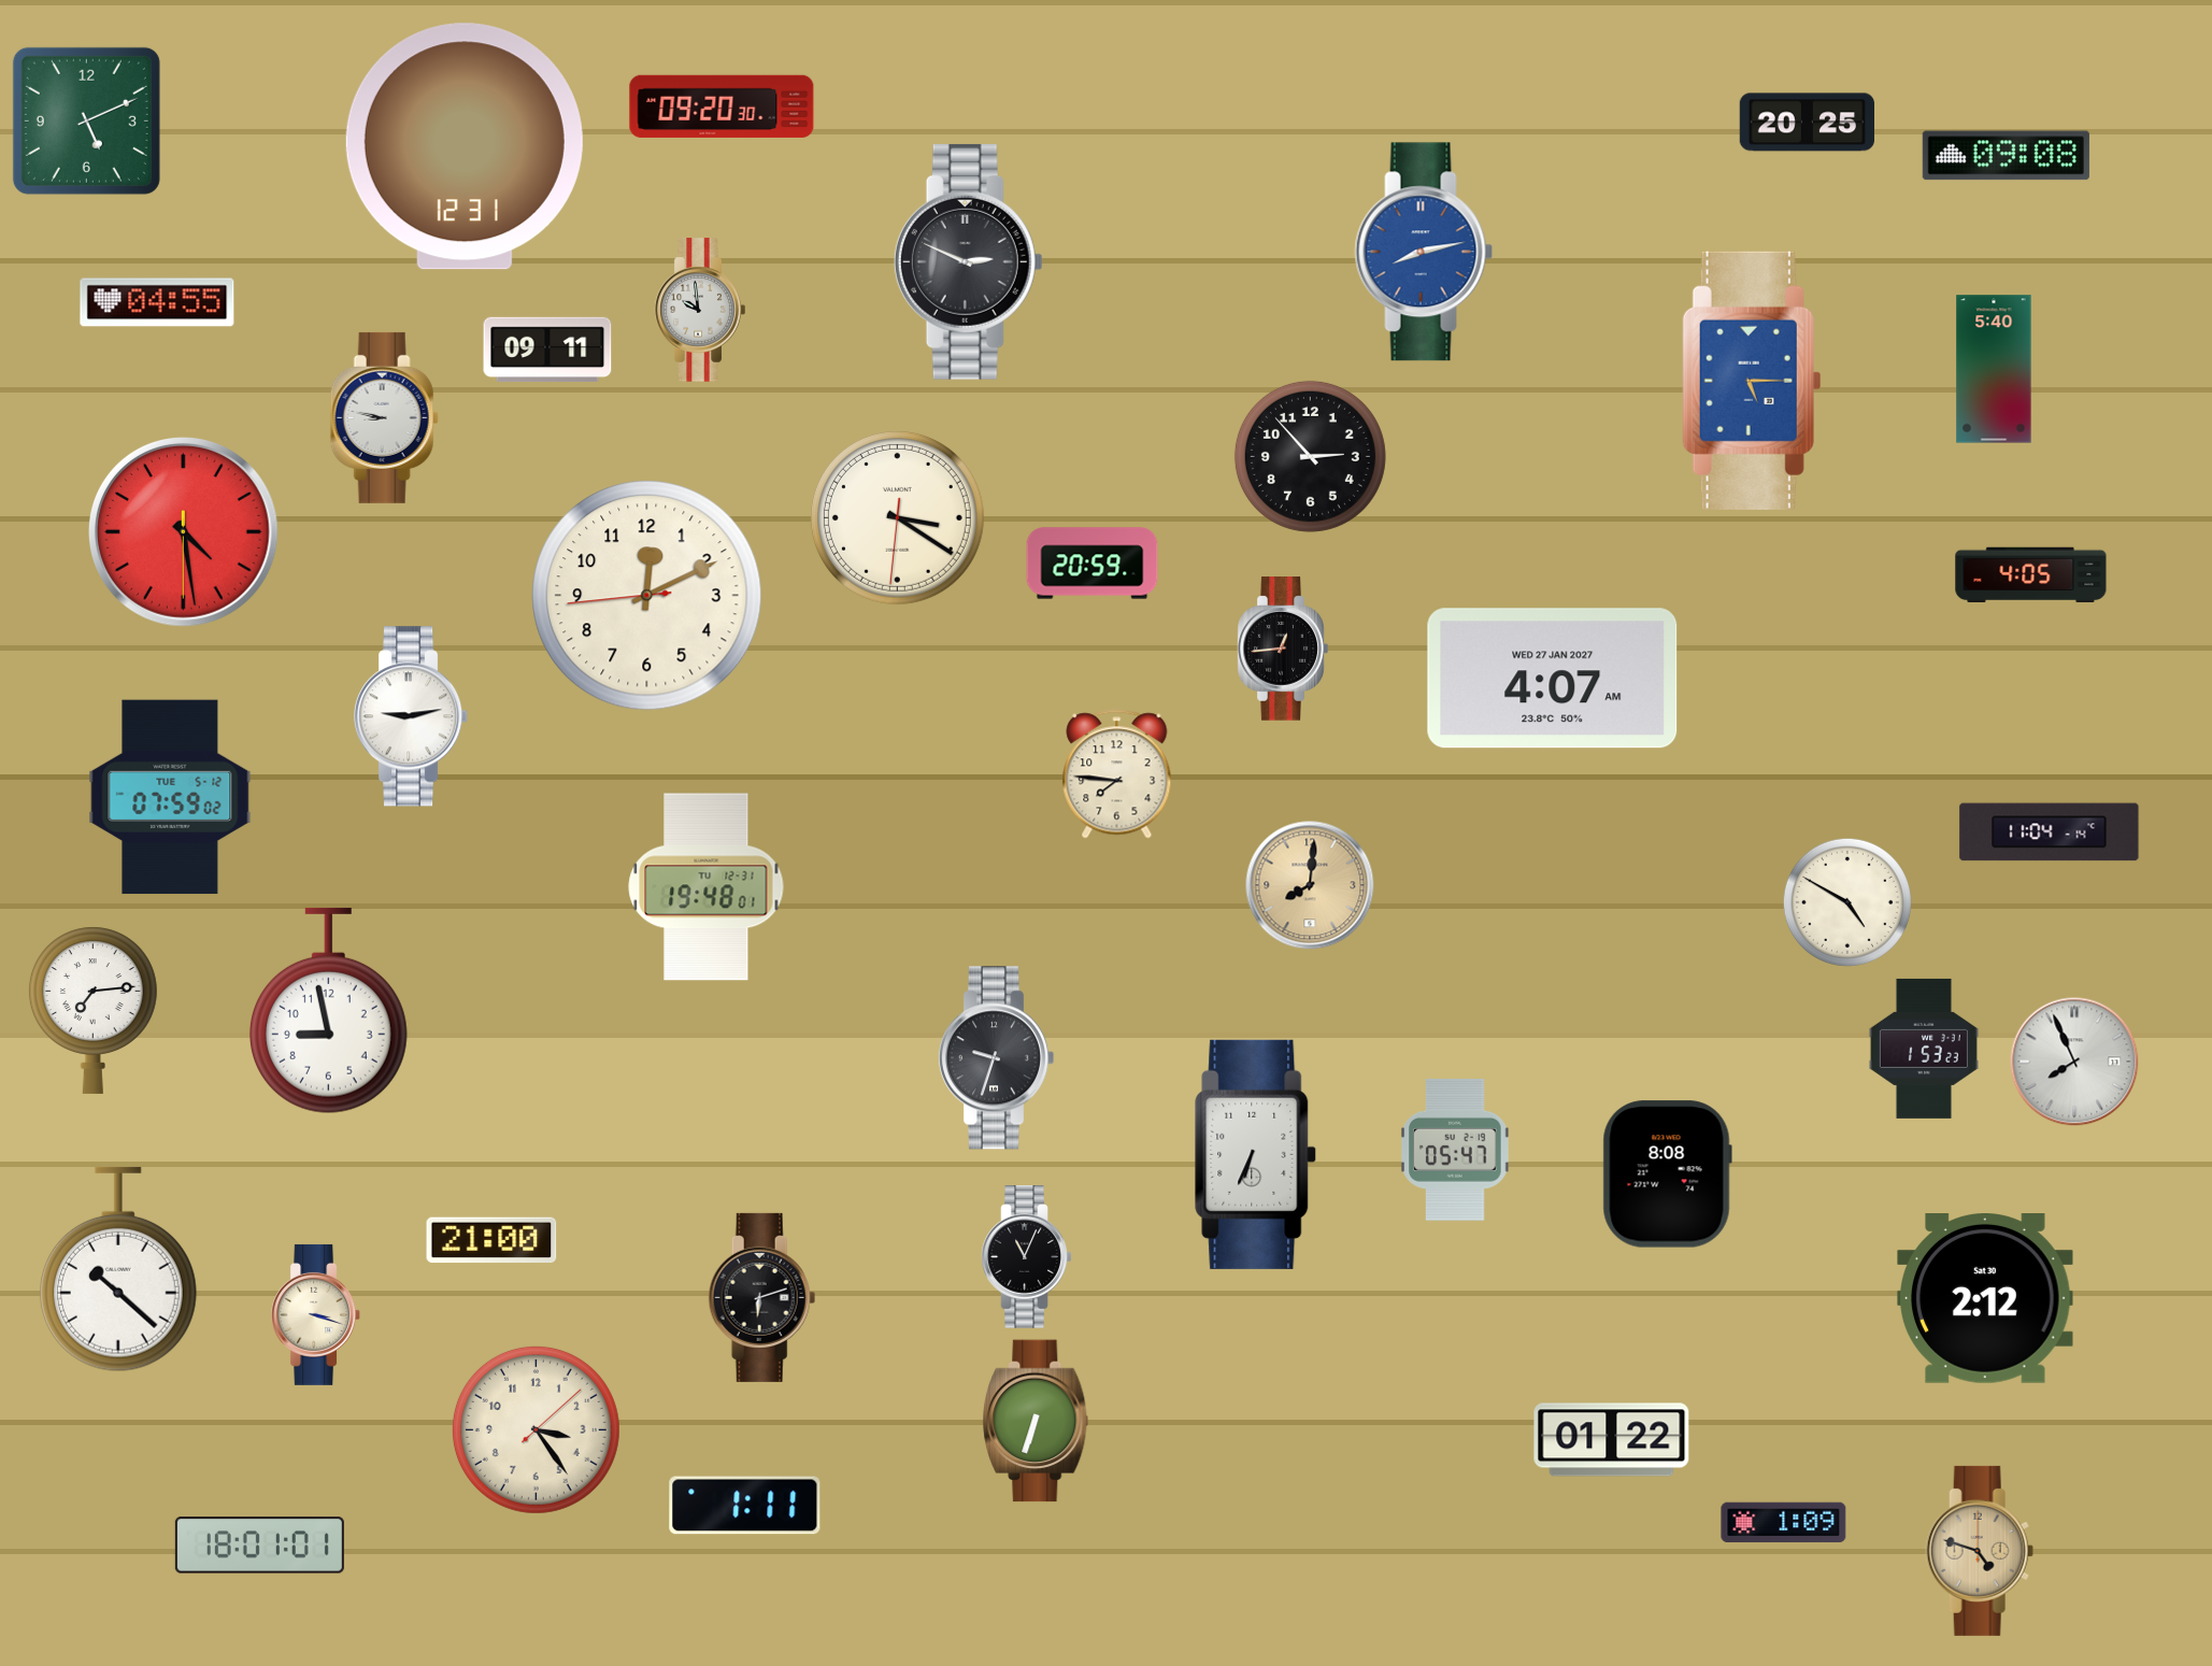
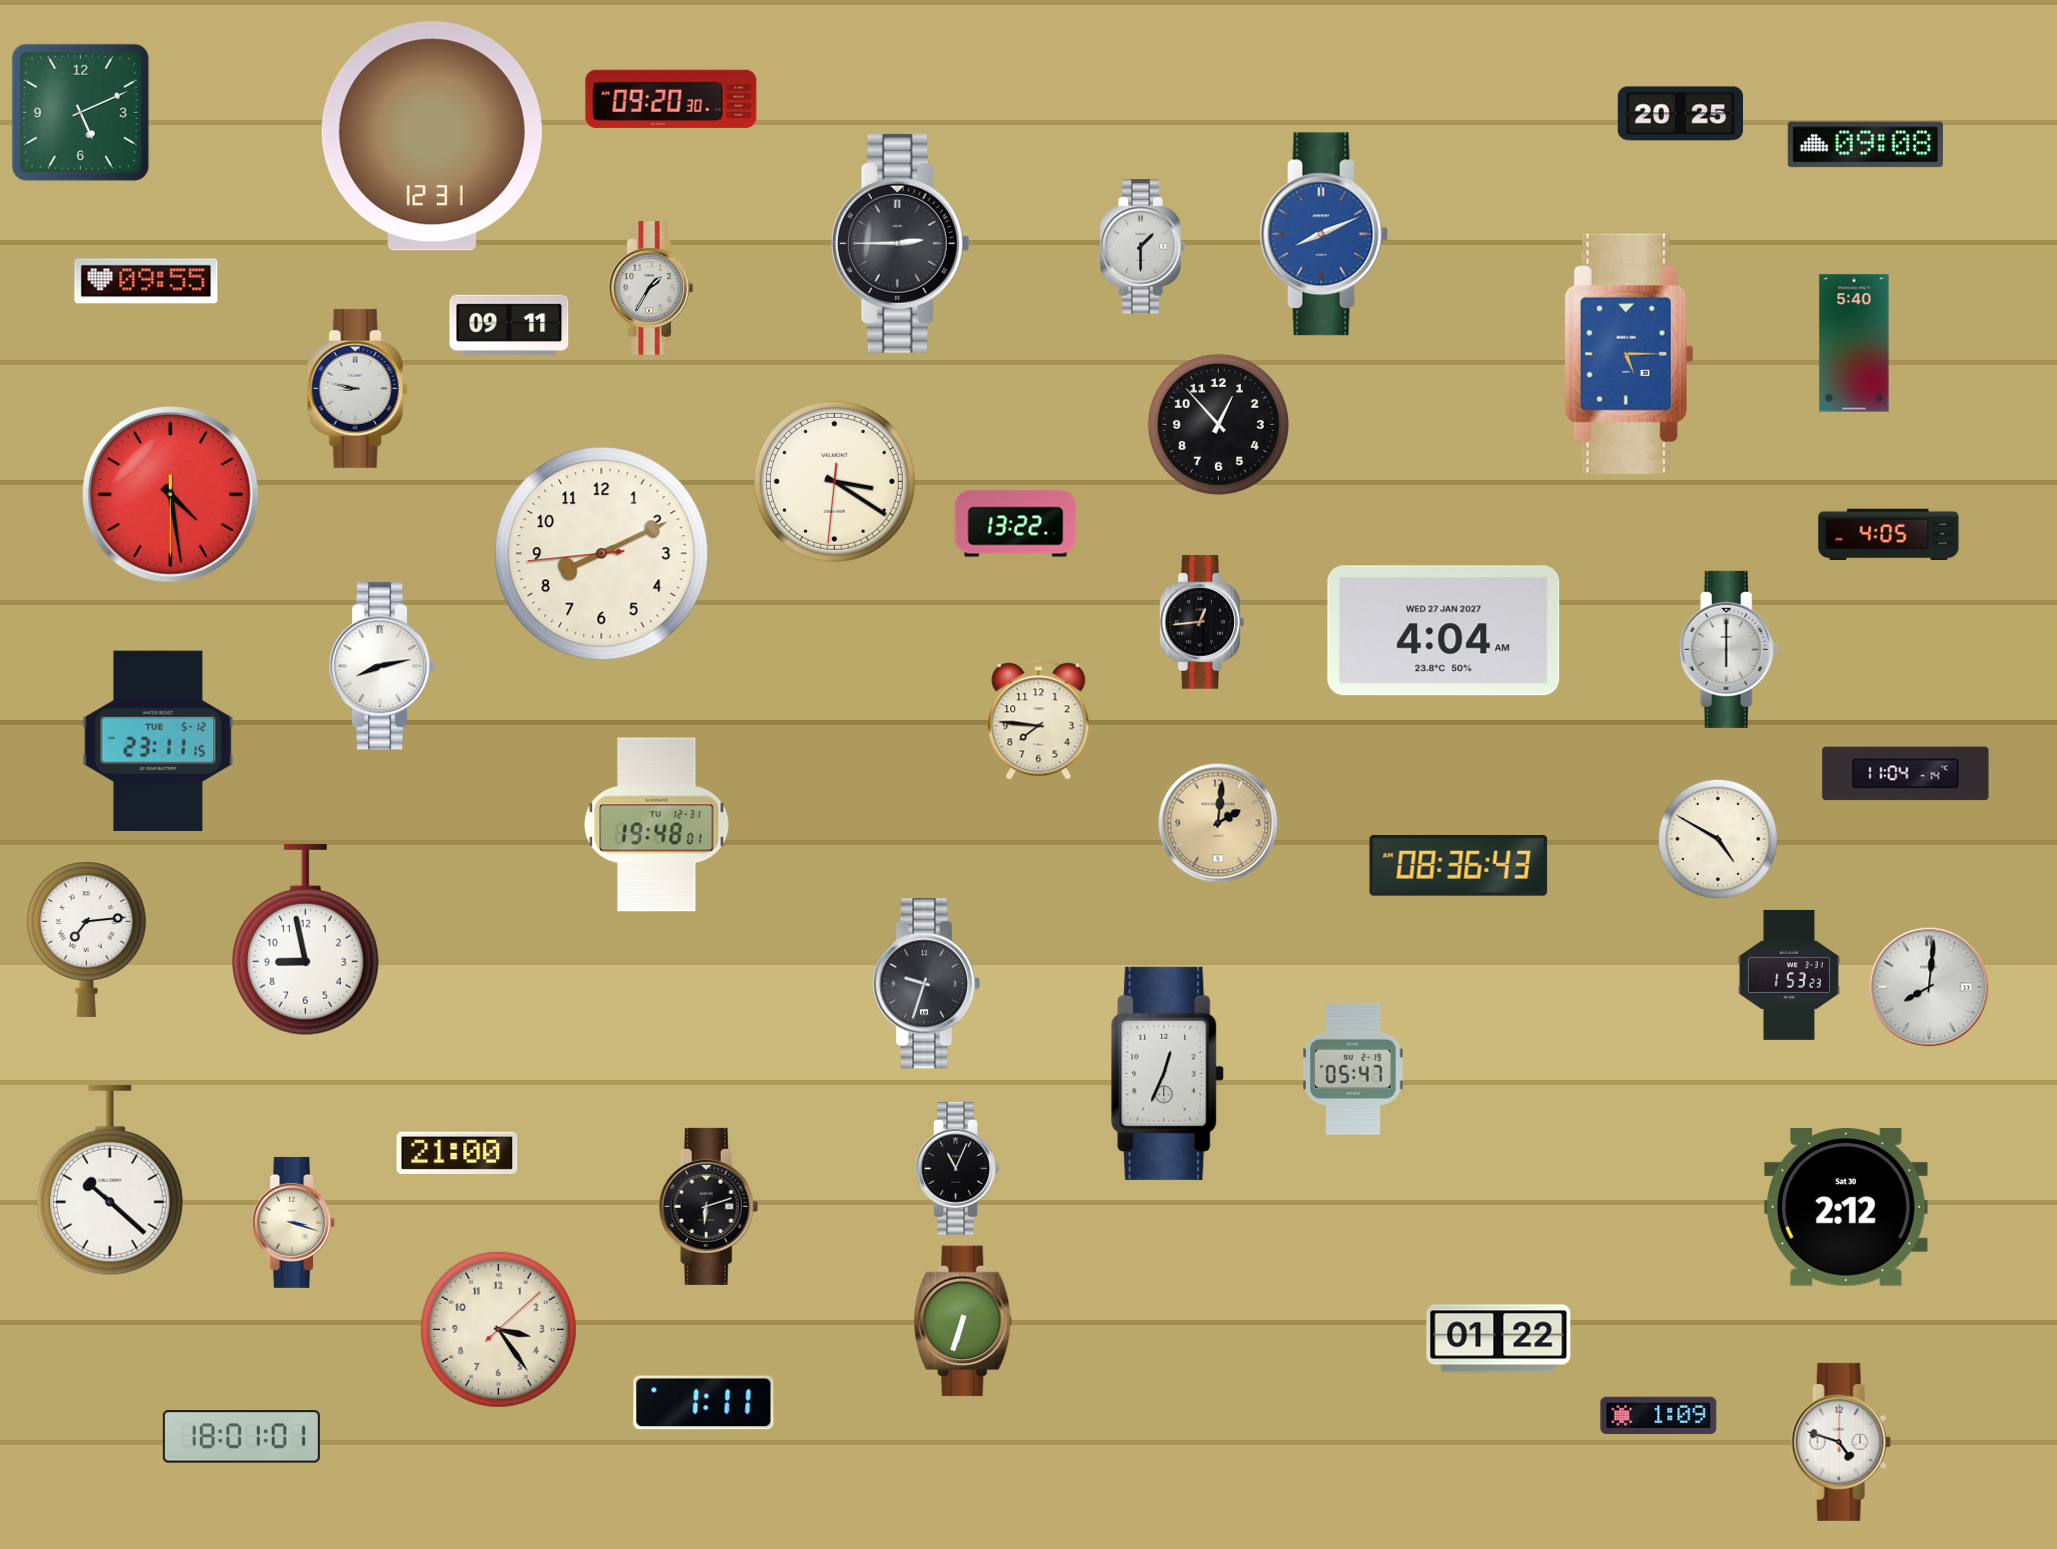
clock at (1424, 252): 8:13 -> 8:11
clock at (968, 261): 2:49 -> 2:45
clock at (1142, 247): none -> 1:30
clock at (157, 302): 04:55 -> 09:55
clock at (700, 310): 9:59 -> 1:35
clock at (1310, 456): 2:53 -> 12:53
clock at (1093, 564): 20:59 -> 13:22
clock at (647, 596): 12:10 -> 8:10
clock at (1283, 649) position: (1283, 649) -> (1202, 622)
clock at (1553, 679): 4:07 -> 4:04
clock at (1729, 649): none -> 6:00
clock at (411, 716): 9:13 -> 8:13
clock at (170, 797): 07:59 -> 23:11
clock at (1310, 885): 8:01 -> 2:01
clock at (1459, 865): none -> 08:36
clock at (2074, 1062): 7:56 -> 8:01
clock at (1256, 1154): 6:34 -> 12:34
clock at (1667, 1174): 8:08 -> none
clock at (1027, 1257) position: (1027, 1257) -> (958, 1169)
clock at (745, 1506) position: (745, 1506) -> (704, 1403)
clock at (1980, 1551) dial: champagne -> white
